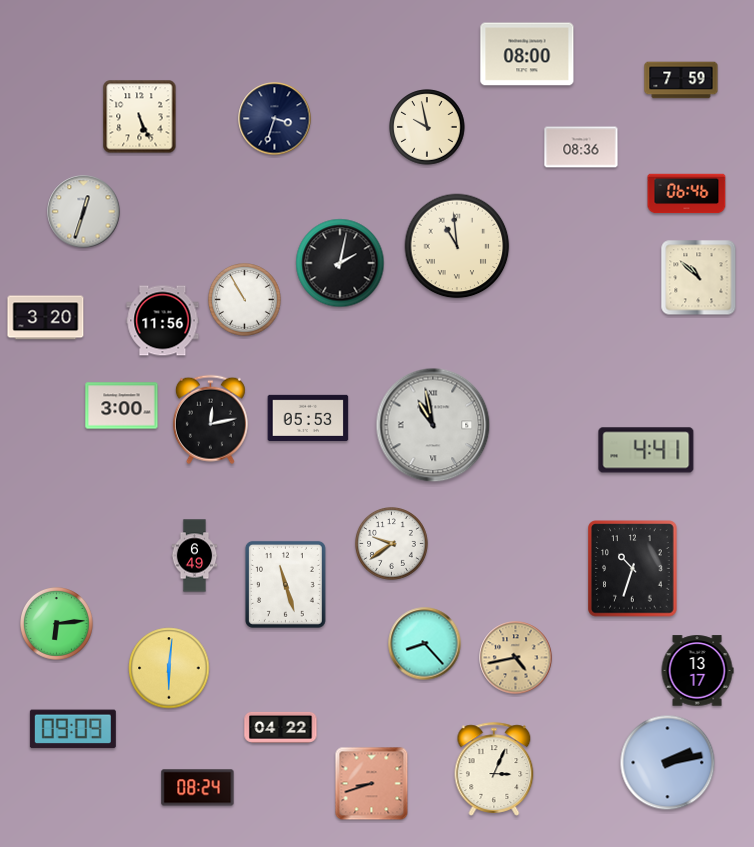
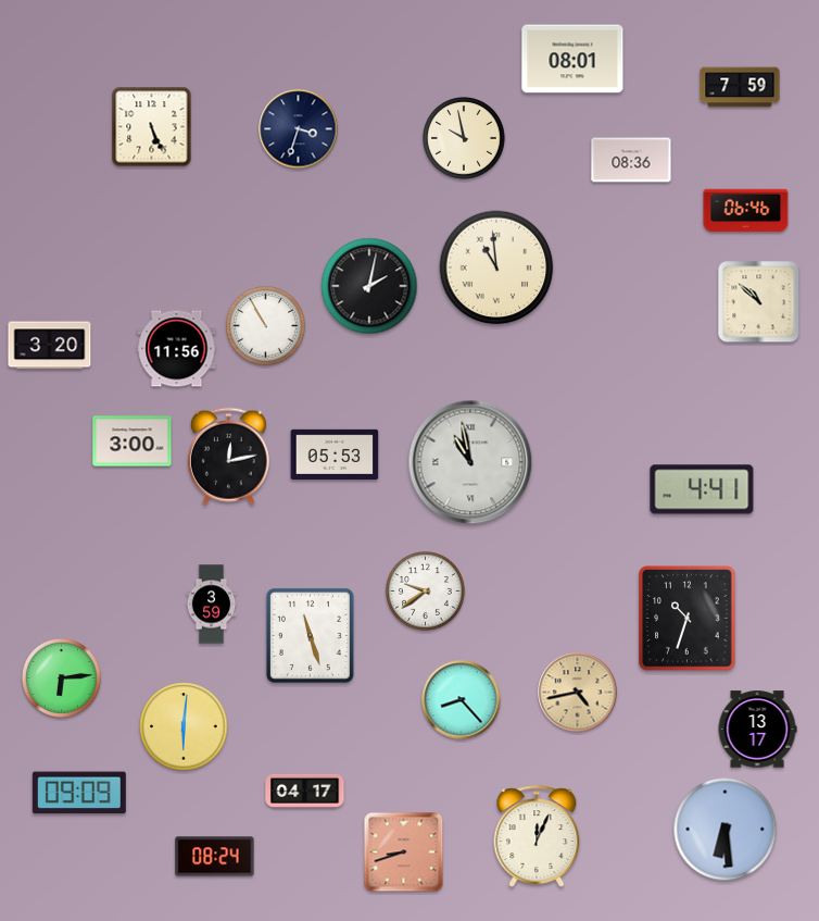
clock at (527, 54): 08:00 -> 08:01
clock at (84, 212): 12:33 -> none
clock at (195, 556): 6:49 -> 3:59
clock at (516, 658) position: (516, 658) -> (578, 693)
clock at (281, 727): 04:22 -> 04:17
clock at (668, 763): 2:13 -> 6:29
clock at (494, 769): 3:04 -> 12:04
